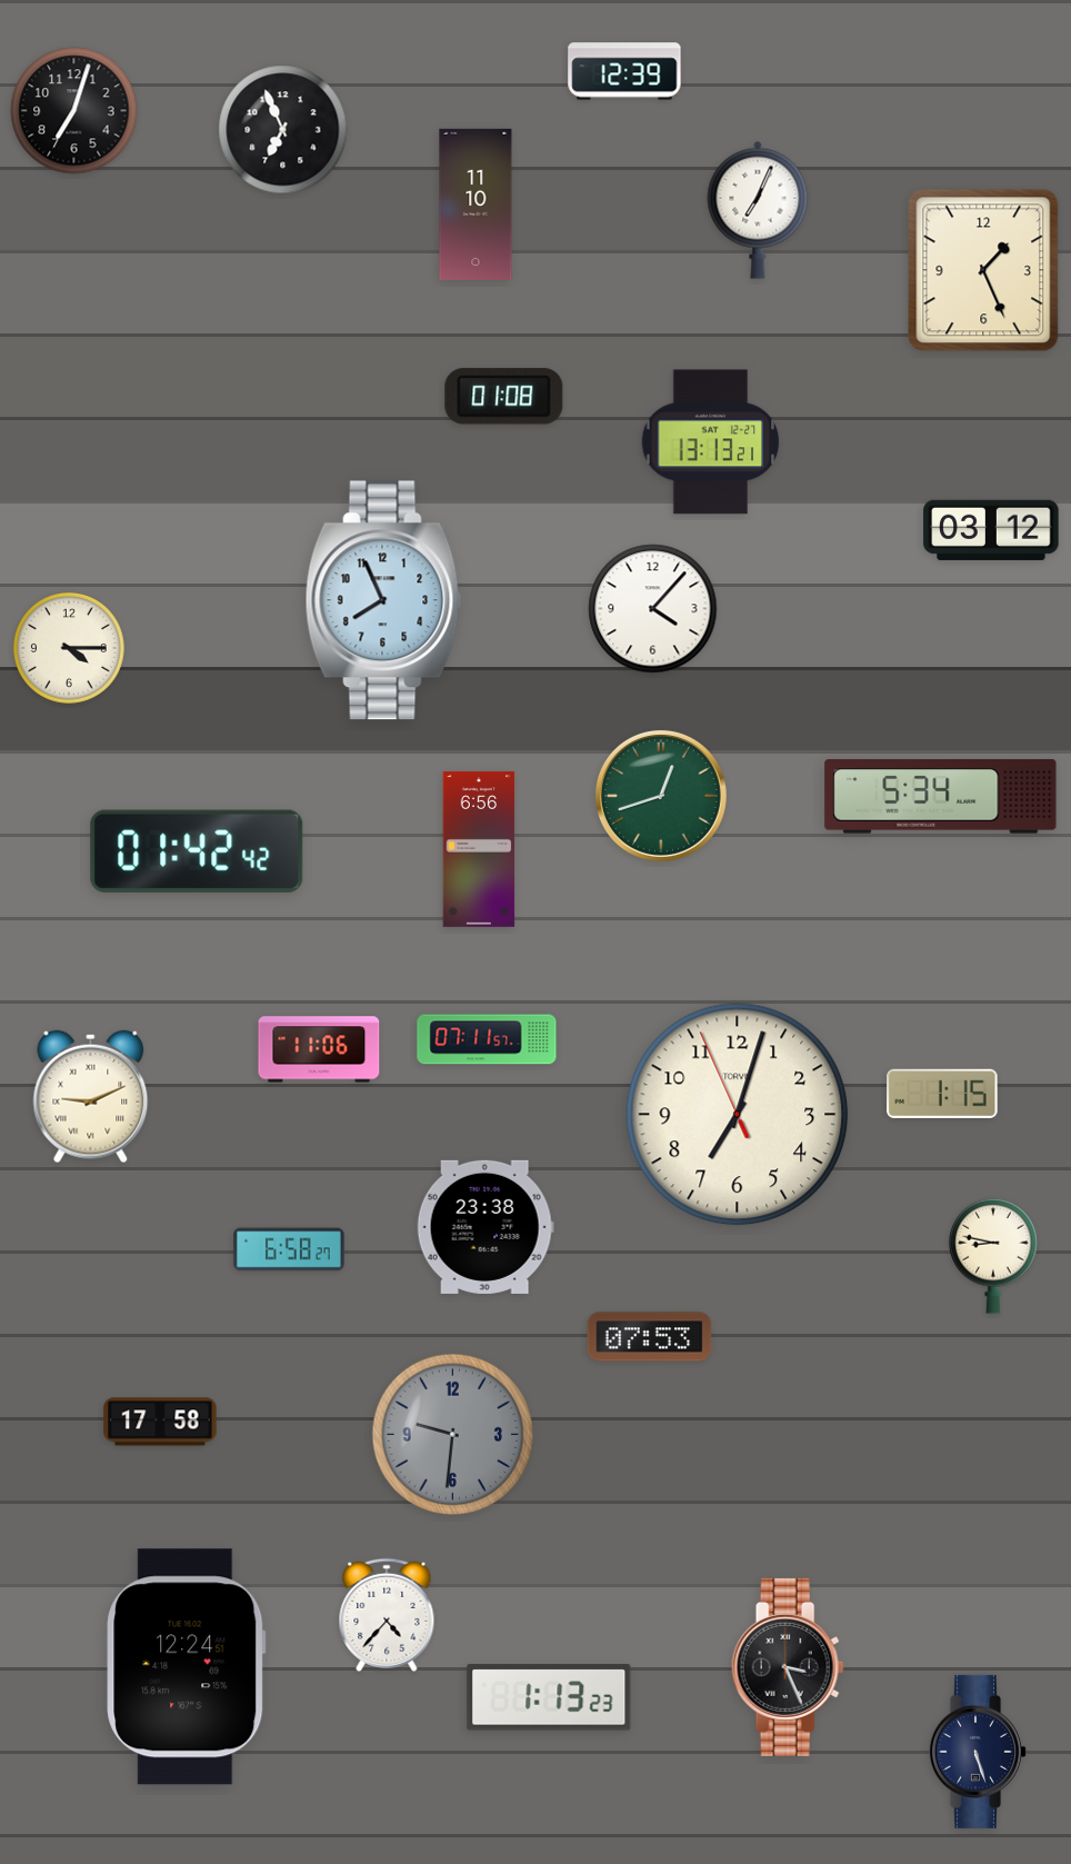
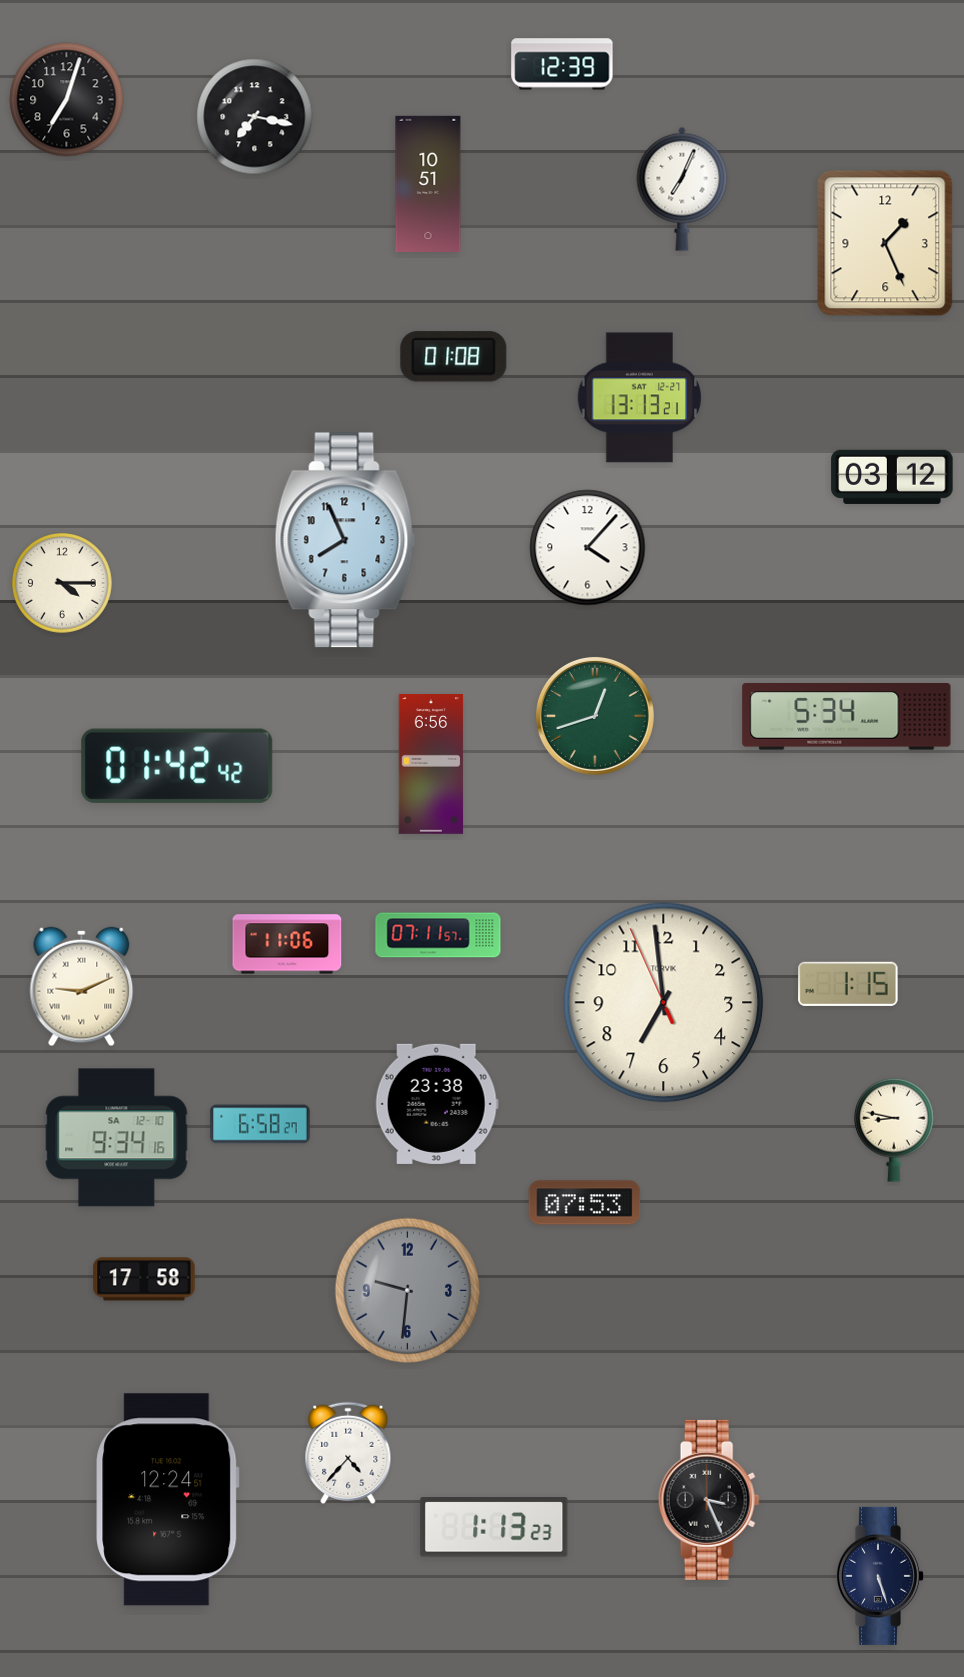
clock at (283, 130): 6:56 -> 7:17
clock at (476, 205): 11:10 -> 10:51
clock at (738, 1115): 7:02 -> 6:58
clock at (117, 1138): none -> 9:34
